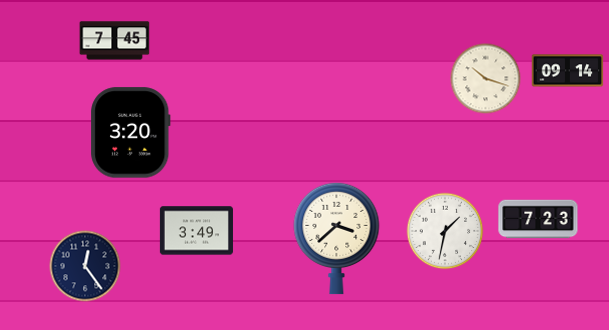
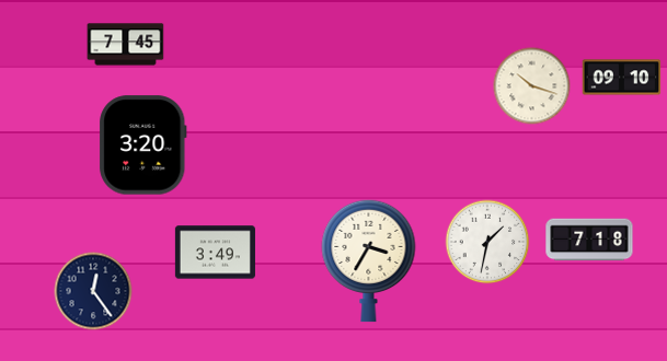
clock at (568, 71): 09:14 -> 09:10
clock at (538, 219): 7:23 -> 7:18
clock at (445, 231) position: (445, 231) -> (487, 242)
clock at (337, 238): 3:38 -> 3:35
